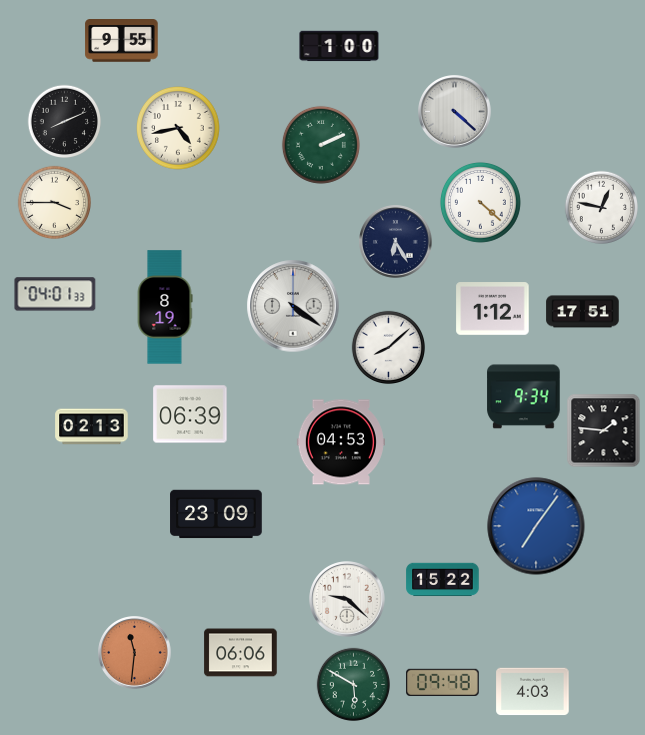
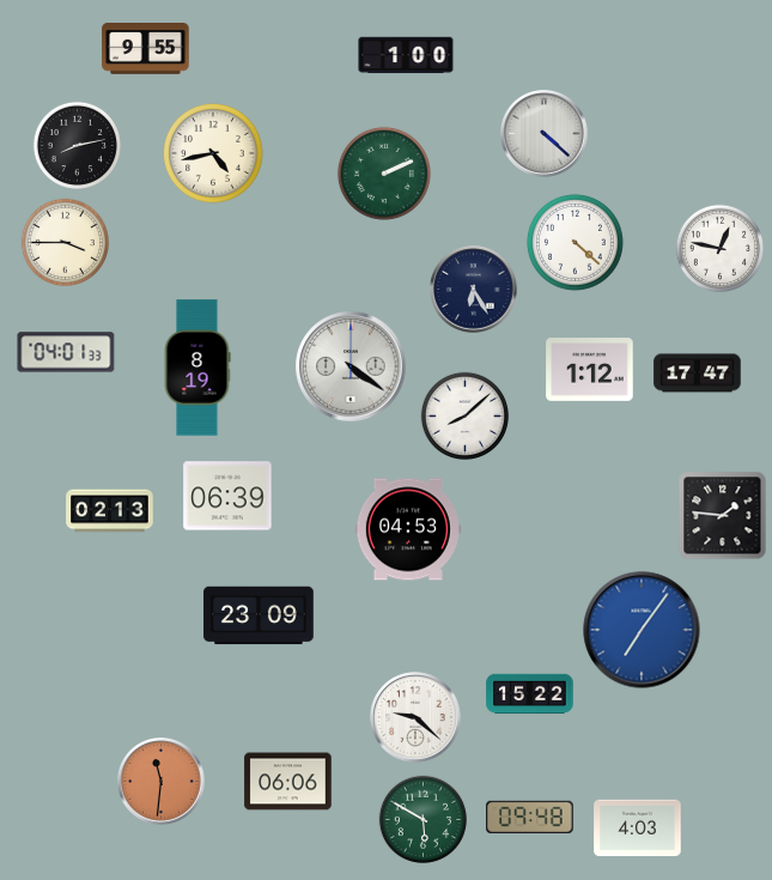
clock at (64, 121): 8:11 -> 8:13
clock at (583, 312): 17:51 -> 17:47
clock at (524, 397): 9:34 -> none
